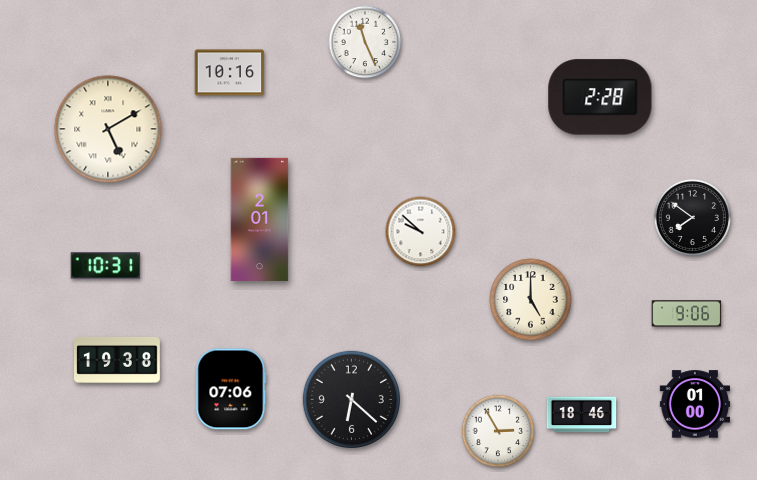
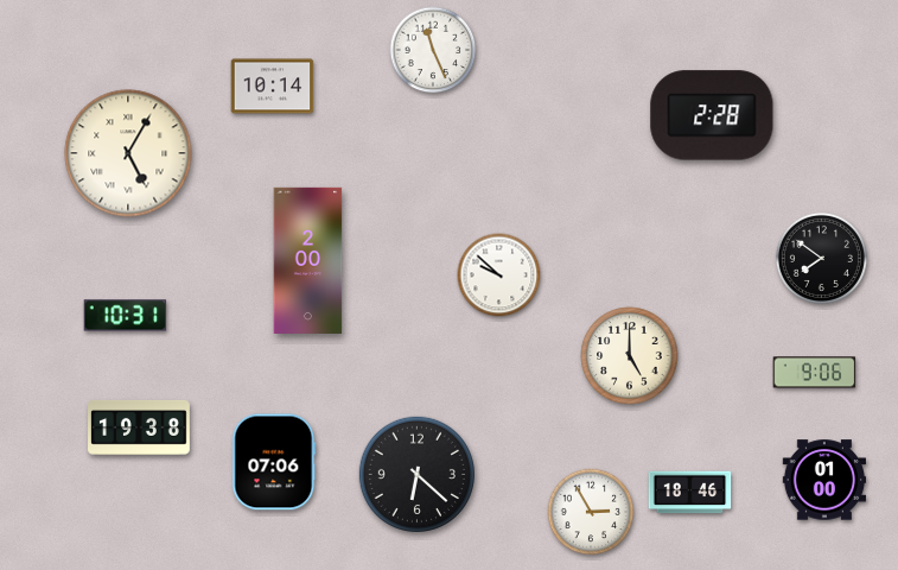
clock at (230, 73): 10:16 -> 10:14
clock at (108, 129): 5:10 -> 5:05
clock at (260, 219): 2:01 -> 2:00
